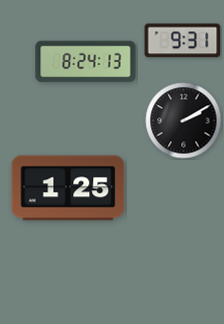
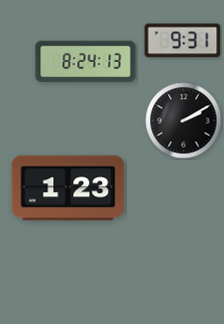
clock at (68, 188): 1:25 -> 1:23
